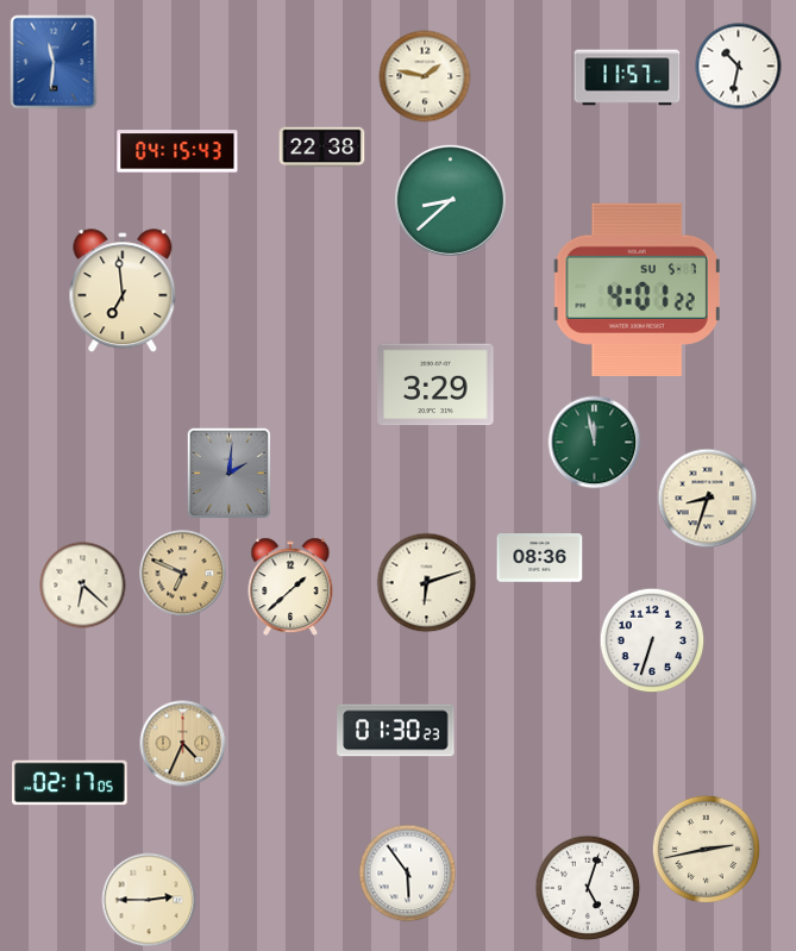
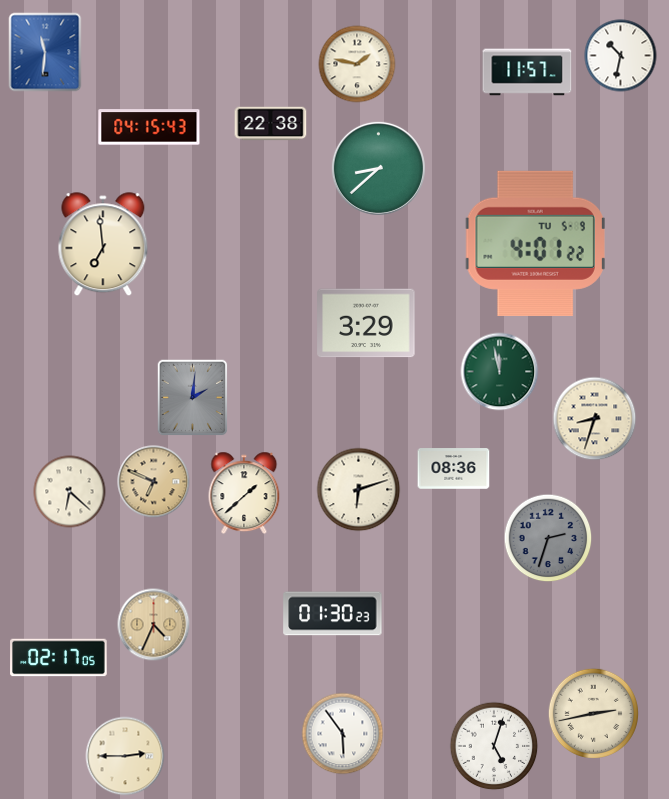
clock at (627, 77) position: (627, 77) -> (527, 72)
clock at (637, 289) date: SU 5-7 -> TU 5-9
clock at (652, 640): 6:33 -> 2:33
clock at (652, 640) dial: white -> grey
